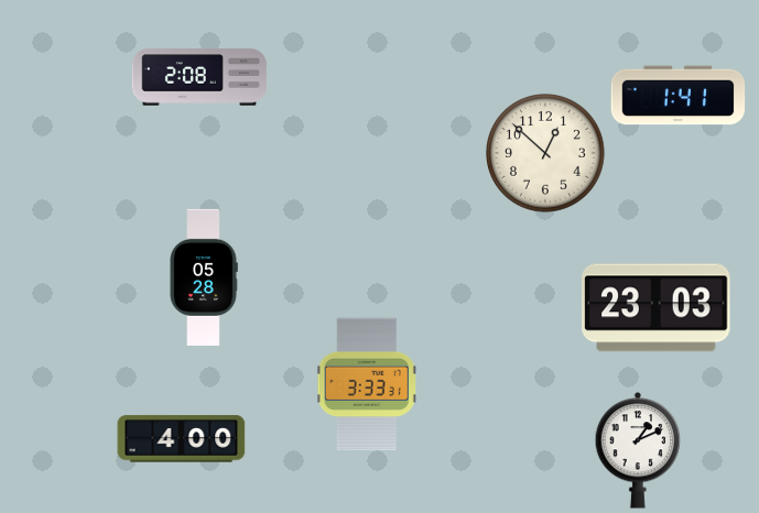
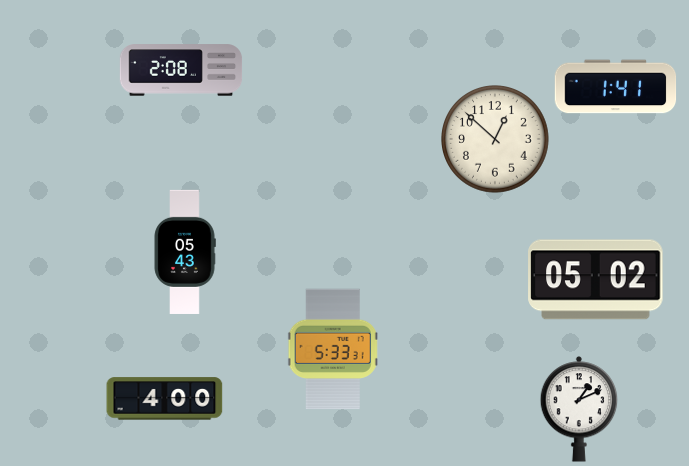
clock at (204, 277): 05:28 -> 05:43
clock at (657, 308): 23:03 -> 05:02
clock at (367, 384): 3:33 -> 5:33
